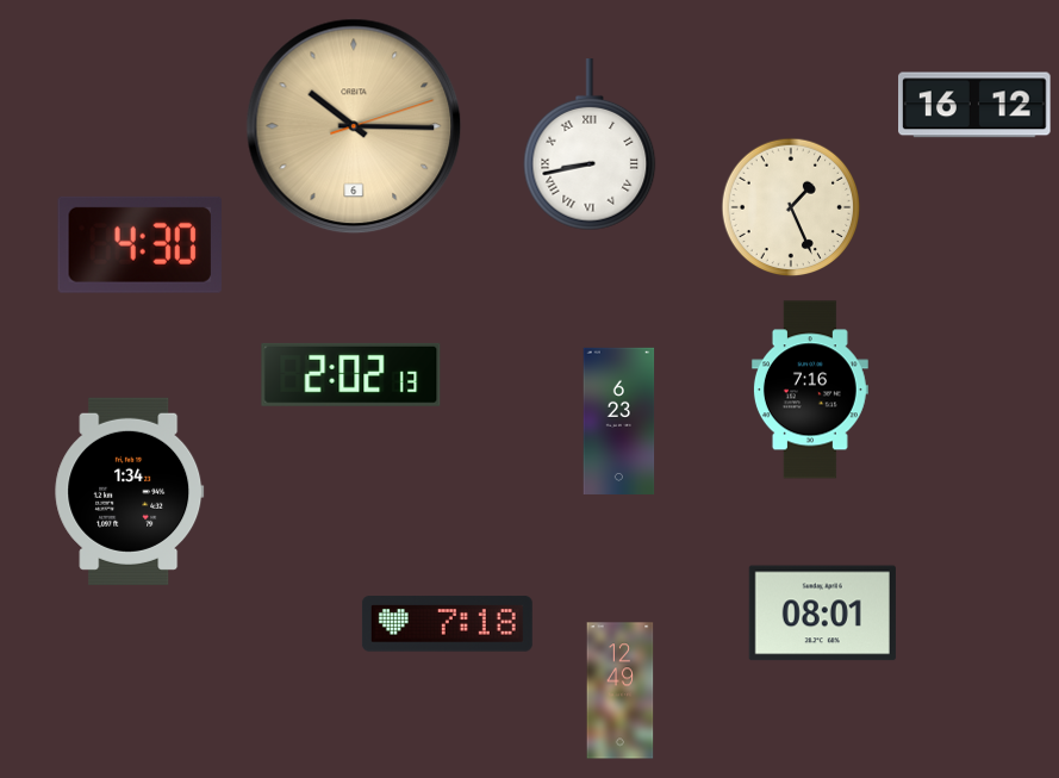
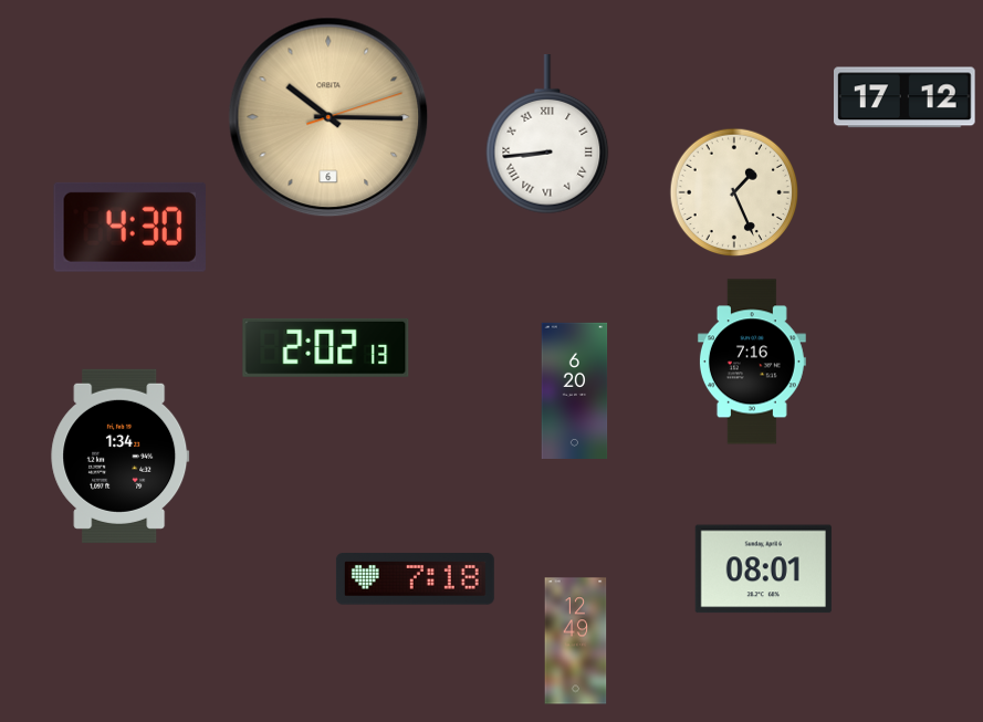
clock at (976, 105): 16:12 -> 17:12
clock at (590, 145): 8:43 -> 8:44
clock at (619, 421): 6:23 -> 6:20
